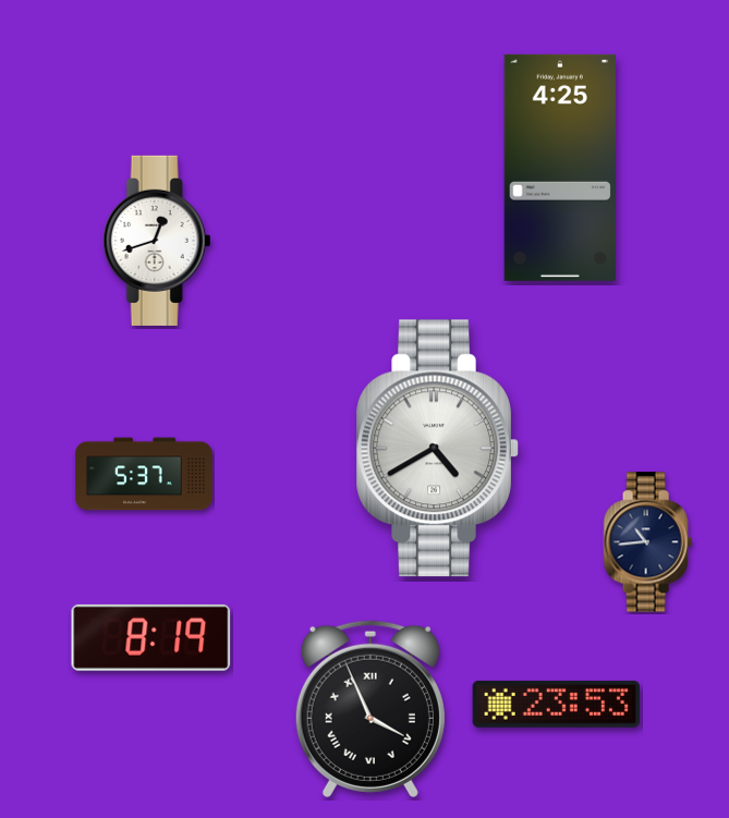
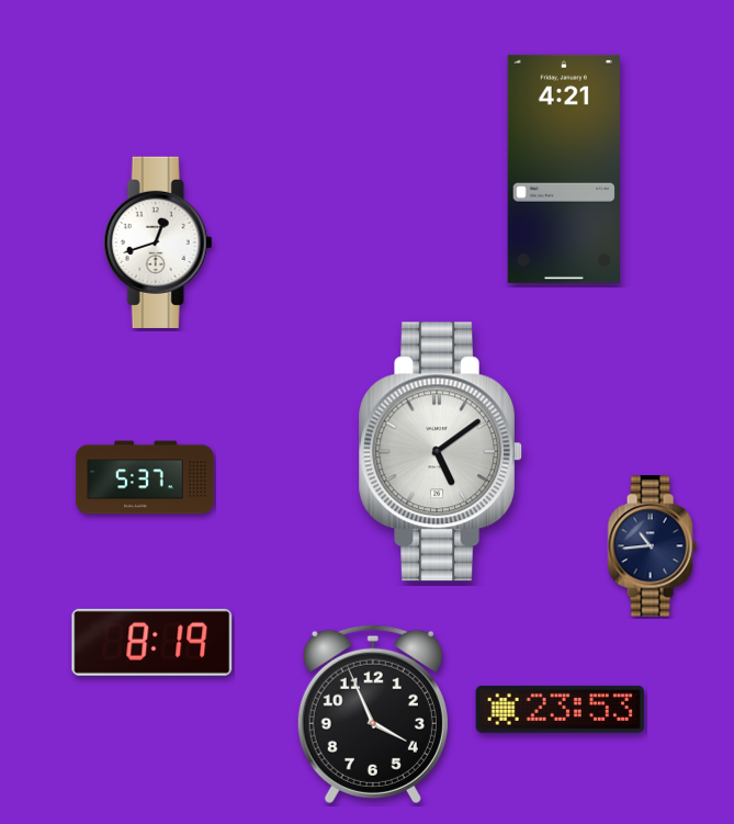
clock at (560, 168): 4:25 -> 4:21
clock at (438, 449): 4:40 -> 5:09
clock at (370, 709) numerals: Roman -> Arabic
